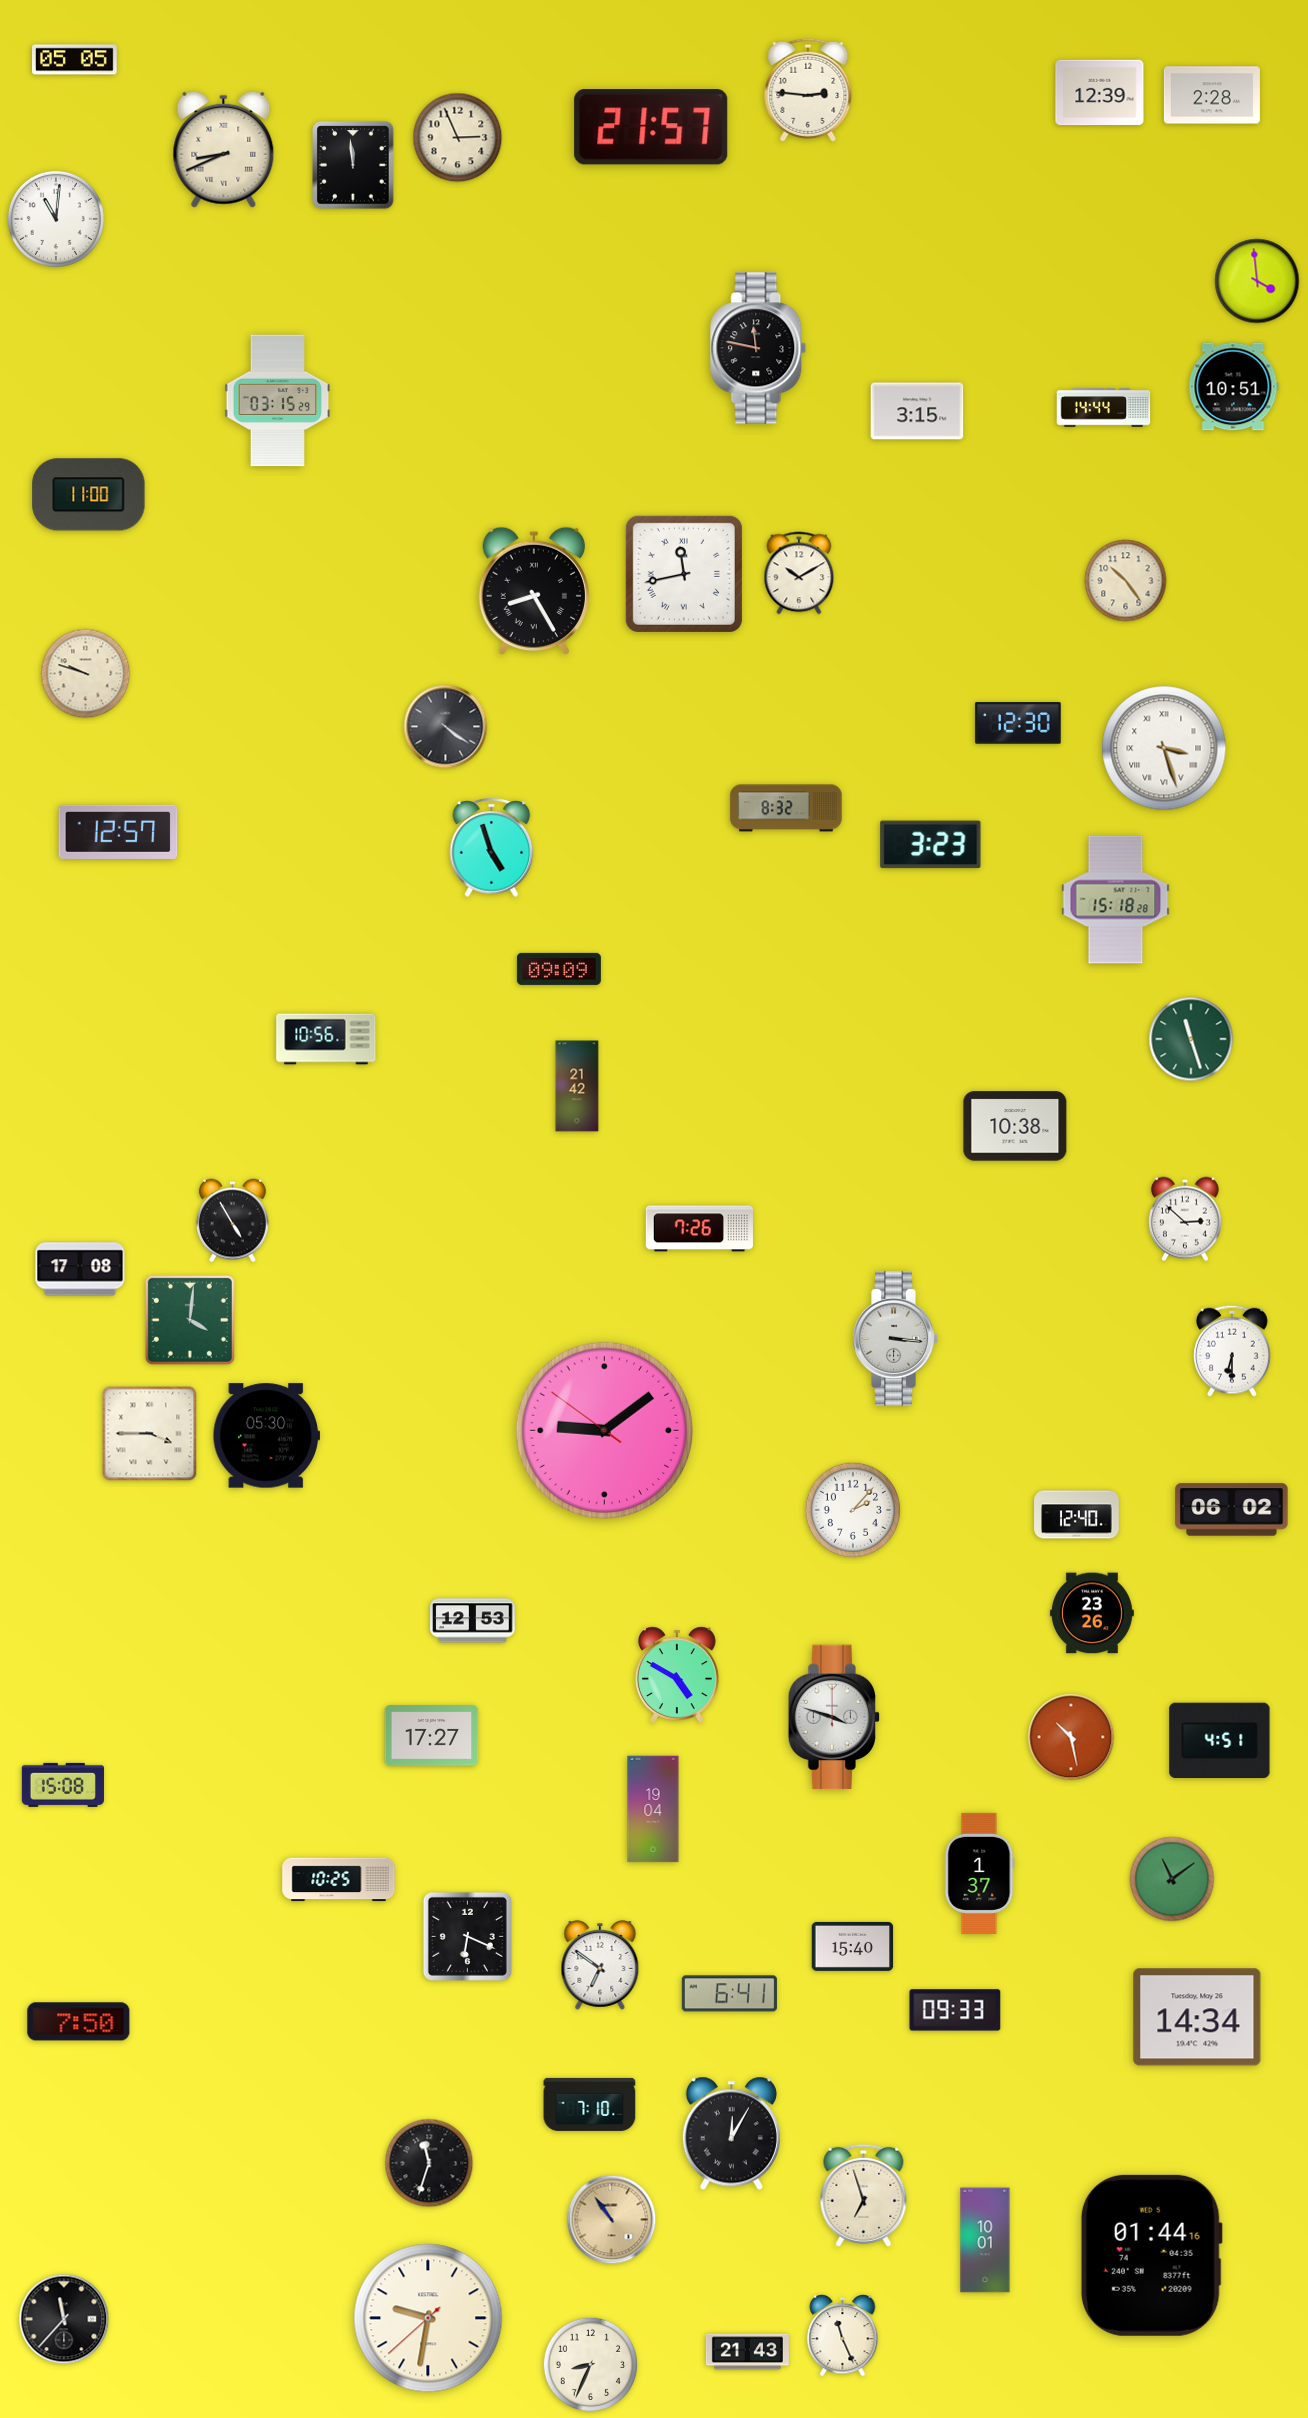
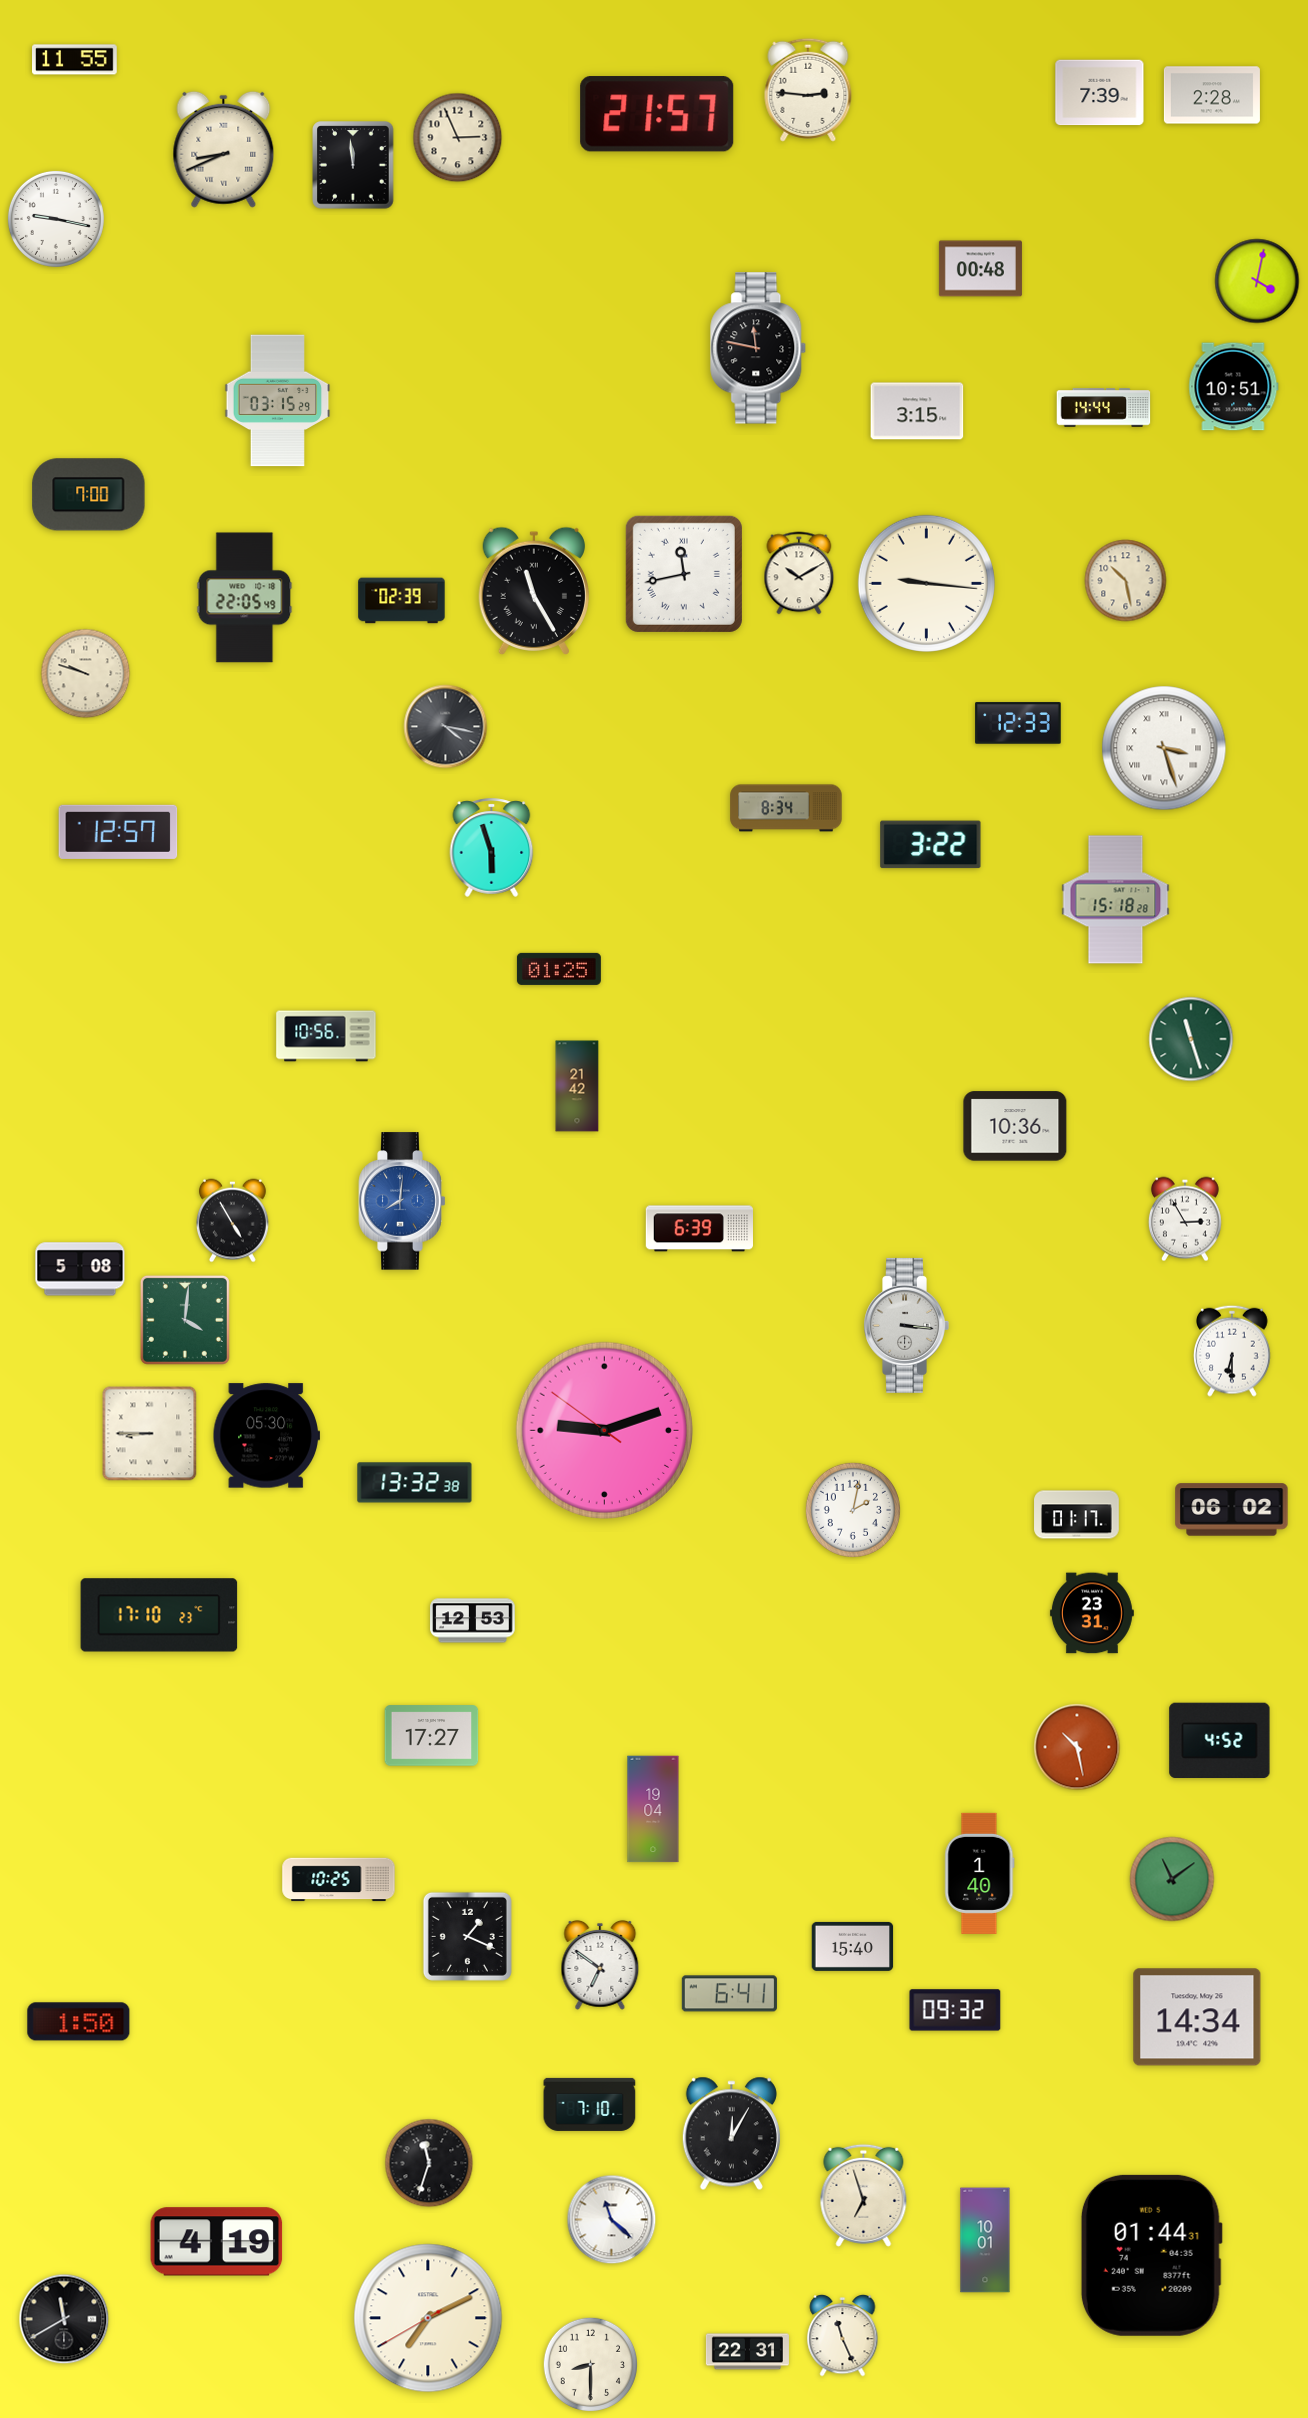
clock at (75, 60): 05:05 -> 11:55
clock at (1100, 93): 12:39 -> 7:39
clock at (651, 127) position: (651, 127) -> (657, 114)
clock at (56, 219): 11:01 -> 9:17
clock at (980, 269): none -> 00:48
clock at (1257, 281): 3:59 -> 4:02
clock at (89, 495): 11:00 -> 7:00
clock at (1126, 581): 10:24 -> 10:28
clock at (926, 583): none -> 9:16
clock at (533, 590): 8:25 -> 11:25
clock at (245, 598): none -> 22:05
clock at (402, 601): none -> 02:39
clock at (1018, 723): 12:30 -> 12:33
clock at (446, 727): 4:21 -> 4:17
clock at (786, 808): 8:32 -> 8:34
clock at (931, 845): 3:23 -> 3:22
clock at (492, 847): 4:57 -> 5:57
clock at (559, 969): 09:09 -> 01:25
clock at (326, 1039) position: (326, 1039) -> (326, 1036)
clock at (1015, 1126): 10:38 -> 10:36
clock at (402, 1201): none -> 8:01
clock at (1185, 1219): 2:52 -> 2:55
clock at (699, 1229): 7:26 -> 6:39
clock at (80, 1269): 17:08 -> 5:08
clock at (190, 1320) position: (190, 1320) -> (185, 1320)
clock at (895, 1338) position: (895, 1338) -> (906, 1325)
clock at (604, 1430): 9:08 -> 9:11
clock at (150, 1434): 3:45 -> 8:45
clock at (415, 1483): none -> 13:32
clock at (853, 1510): 2:07 -> 2:02
clock at (1077, 1515): 12:40 -> 01:17
clock at (1092, 1613): 23:26 -> 23:31
clock at (159, 1615): none -> 17:10
clock at (677, 1675): 4:50 -> none
clock at (834, 1717): 3:48 -> none
clock at (1071, 1737) position: (1071, 1737) -> (1077, 1747)
clock at (1220, 1741): 4:51 -> 4:52
clock at (62, 1785): 15:08 -> none
clock at (980, 1873): 1:37 -> 1:40
clock at (467, 1936): 6:19 -> 1:19
clock at (955, 2010): 09:33 -> 09:32
clock at (79, 2022): 7:50 -> 1:50
clock at (612, 2220): 10:54 -> 11:22
clock at (612, 2220) dial: champagne -> white
clock at (217, 2242): none -> 4:19
clock at (1151, 2255): 01:44:16 -> 01:44:31
clock at (428, 2318): 9:31 -> 7:10
clock at (64, 2319): 11:37 -> 11:40
clock at (747, 2352): 21:43 -> 22:31
clock at (590, 2364): 8:34 -> 8:30
